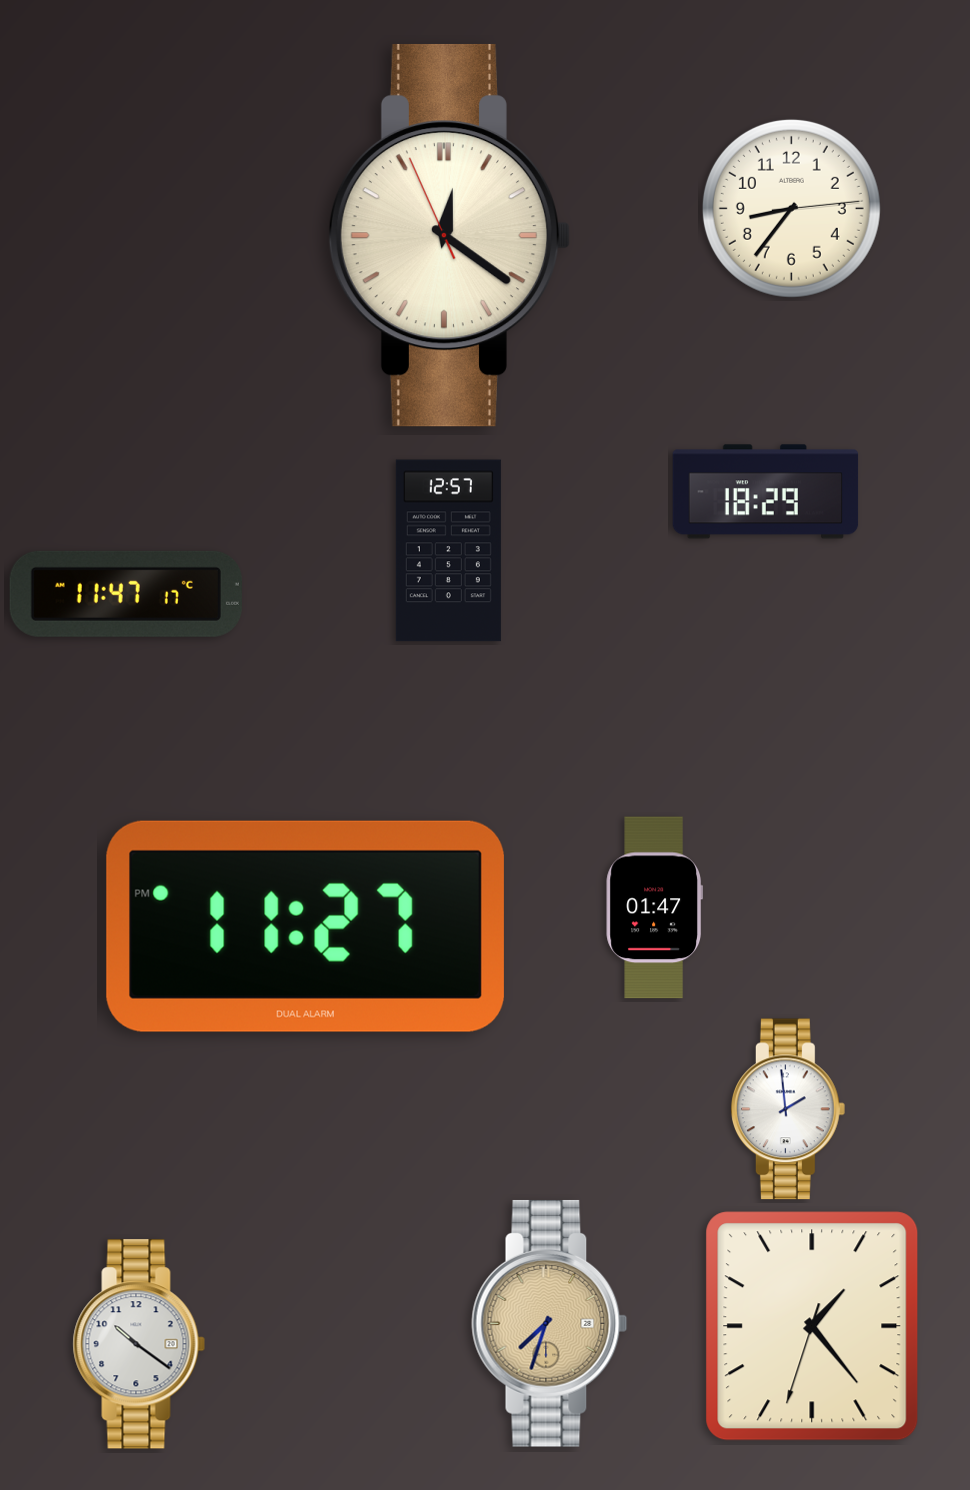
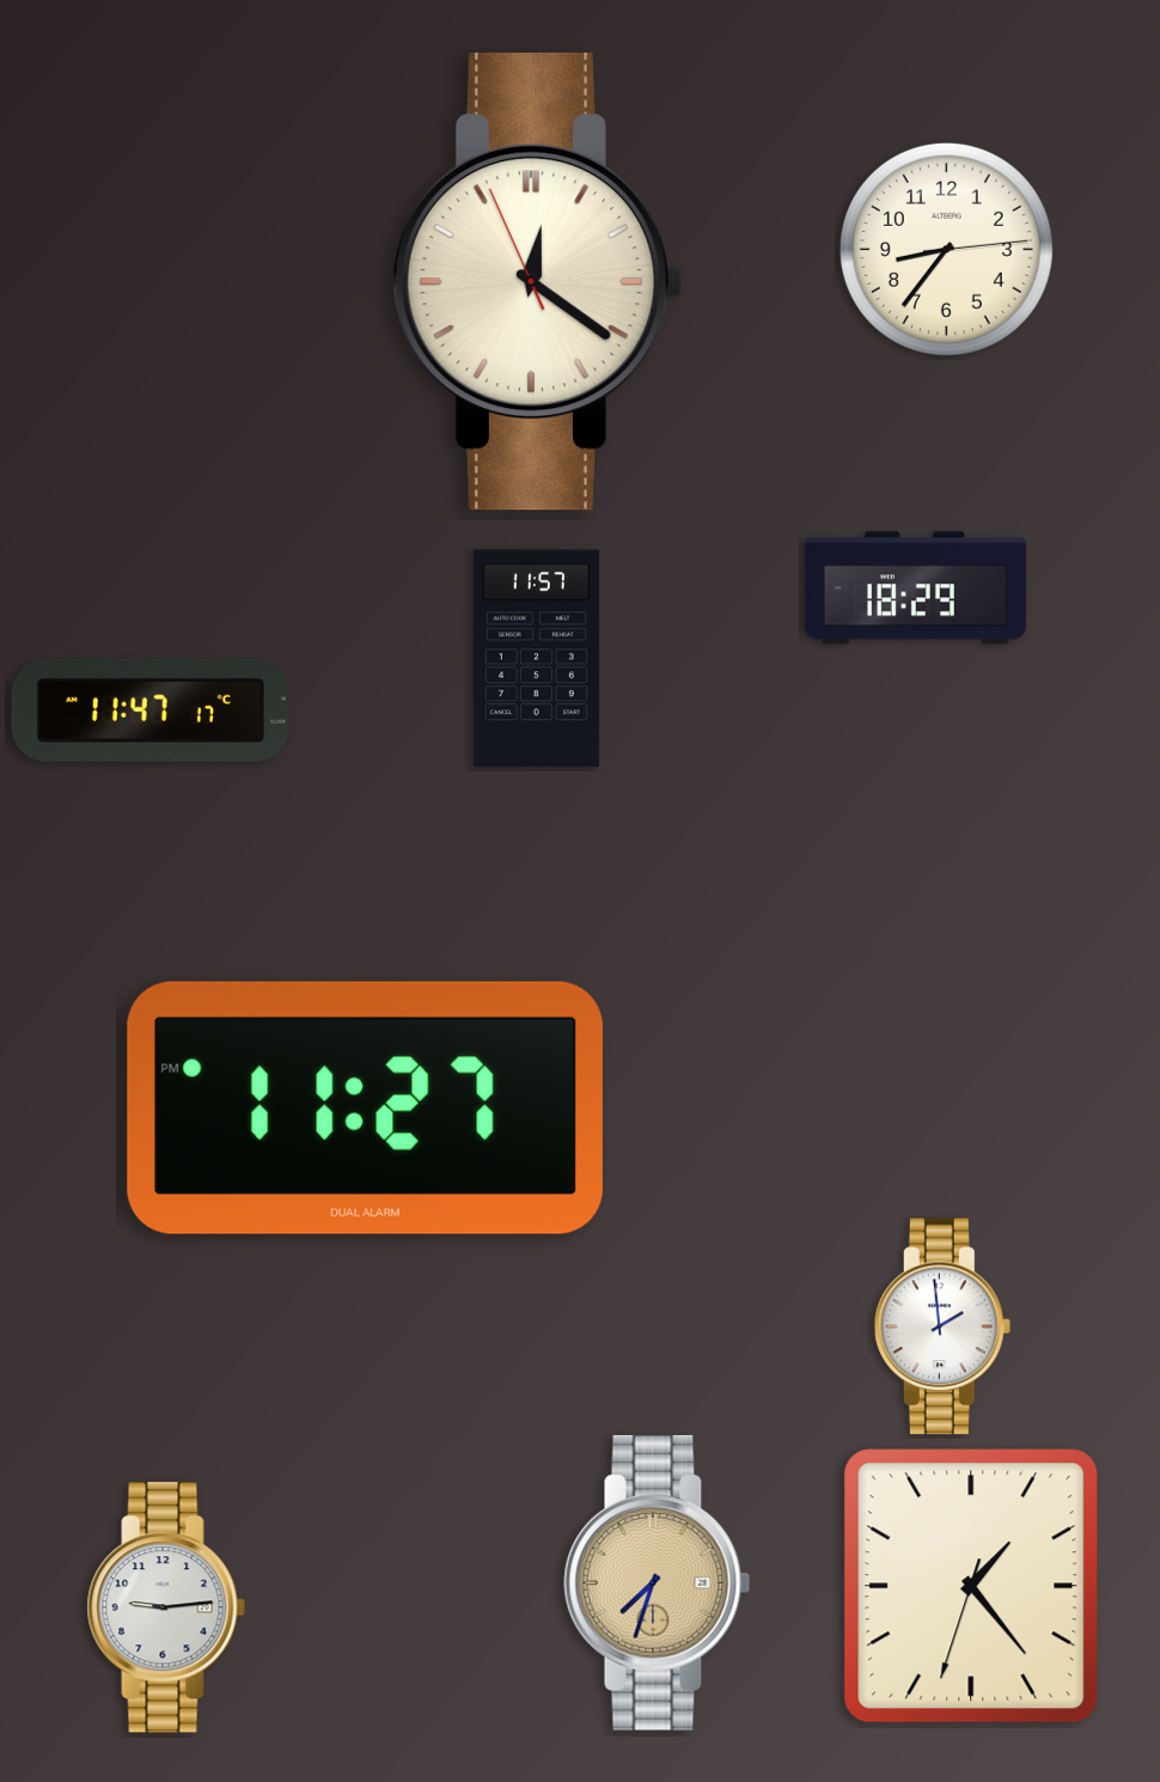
clock at (448, 551): 12:57 -> 11:57
clock at (654, 908): 01:47 -> none
clock at (139, 1344): 10:21 -> 9:14
